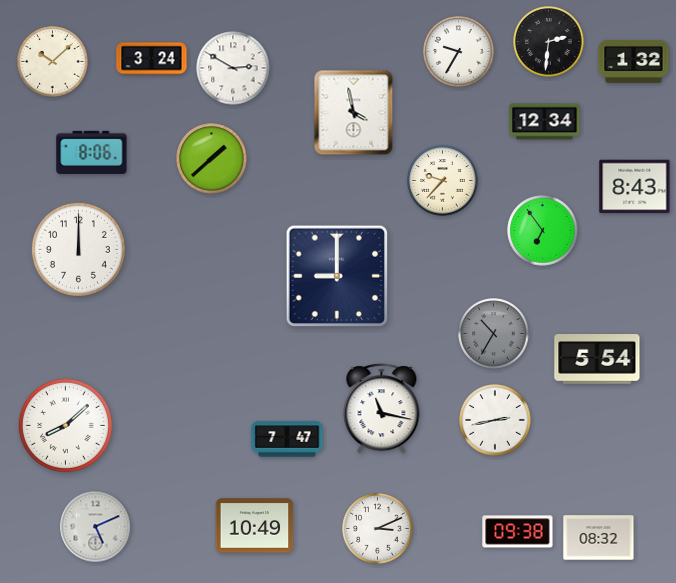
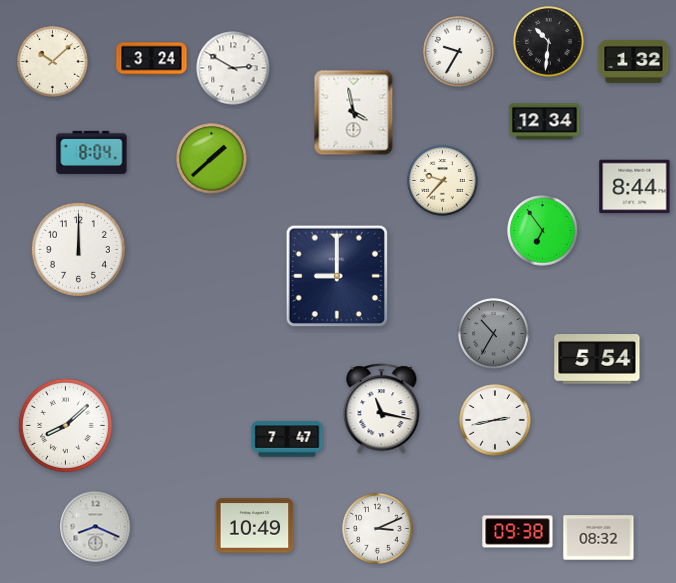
clock at (549, 42): 2:31 -> 10:31
clock at (92, 152): 8:06 -> 8:04
clock at (635, 187): 8:43 -> 8:44
clock at (96, 527): 5:11 -> 8:19
